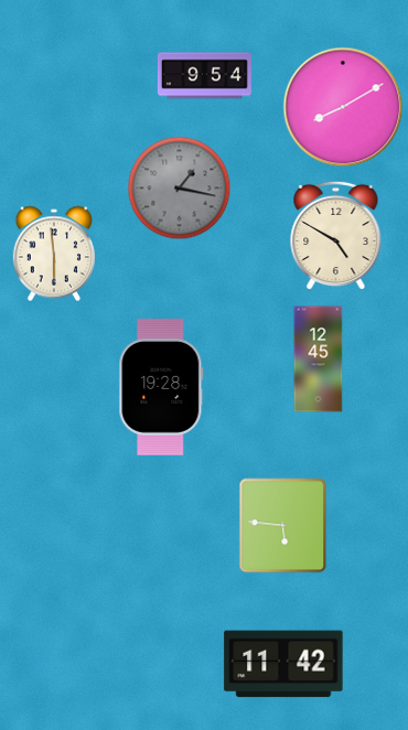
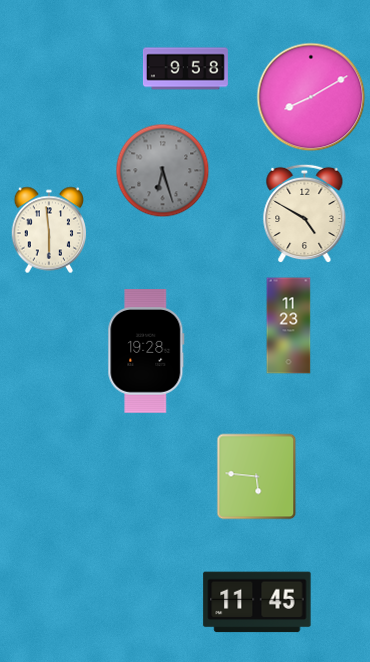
clock at (204, 76): 9:54 -> 9:58
clock at (180, 189): 1:17 -> 6:27
clock at (319, 359): 12:45 -> 11:23
clock at (283, 664): 11:42 -> 11:45
